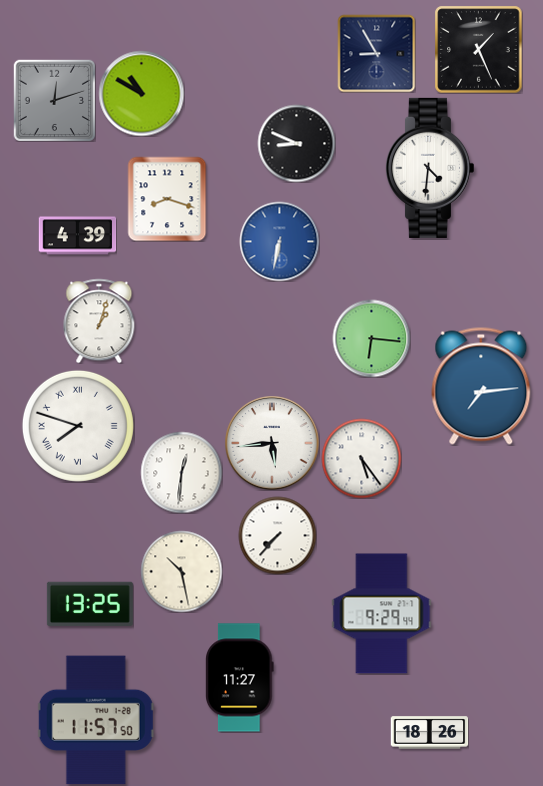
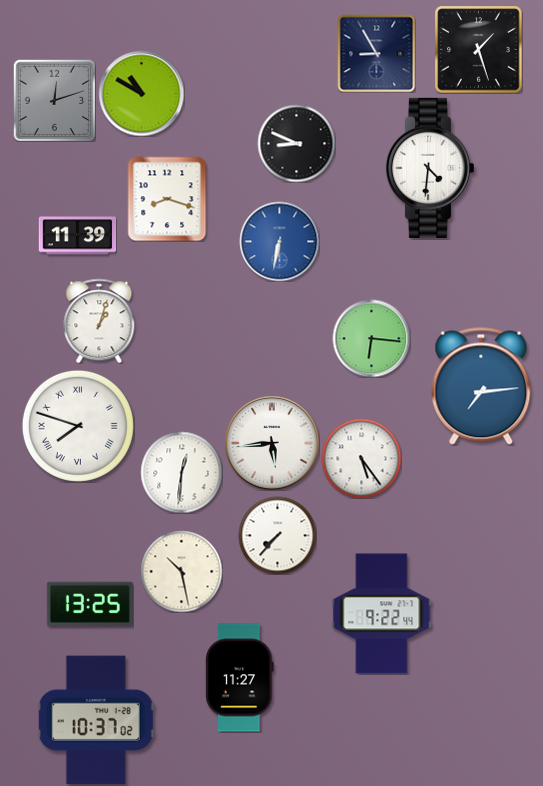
clock at (478, 49): 1:26 -> 1:27
clock at (77, 236): 4:39 -> 11:39
clock at (382, 614): 9:29 -> 9:22
clock at (96, 720): 11:57 -> 10:37
clock at (429, 733): 18:26 -> none
